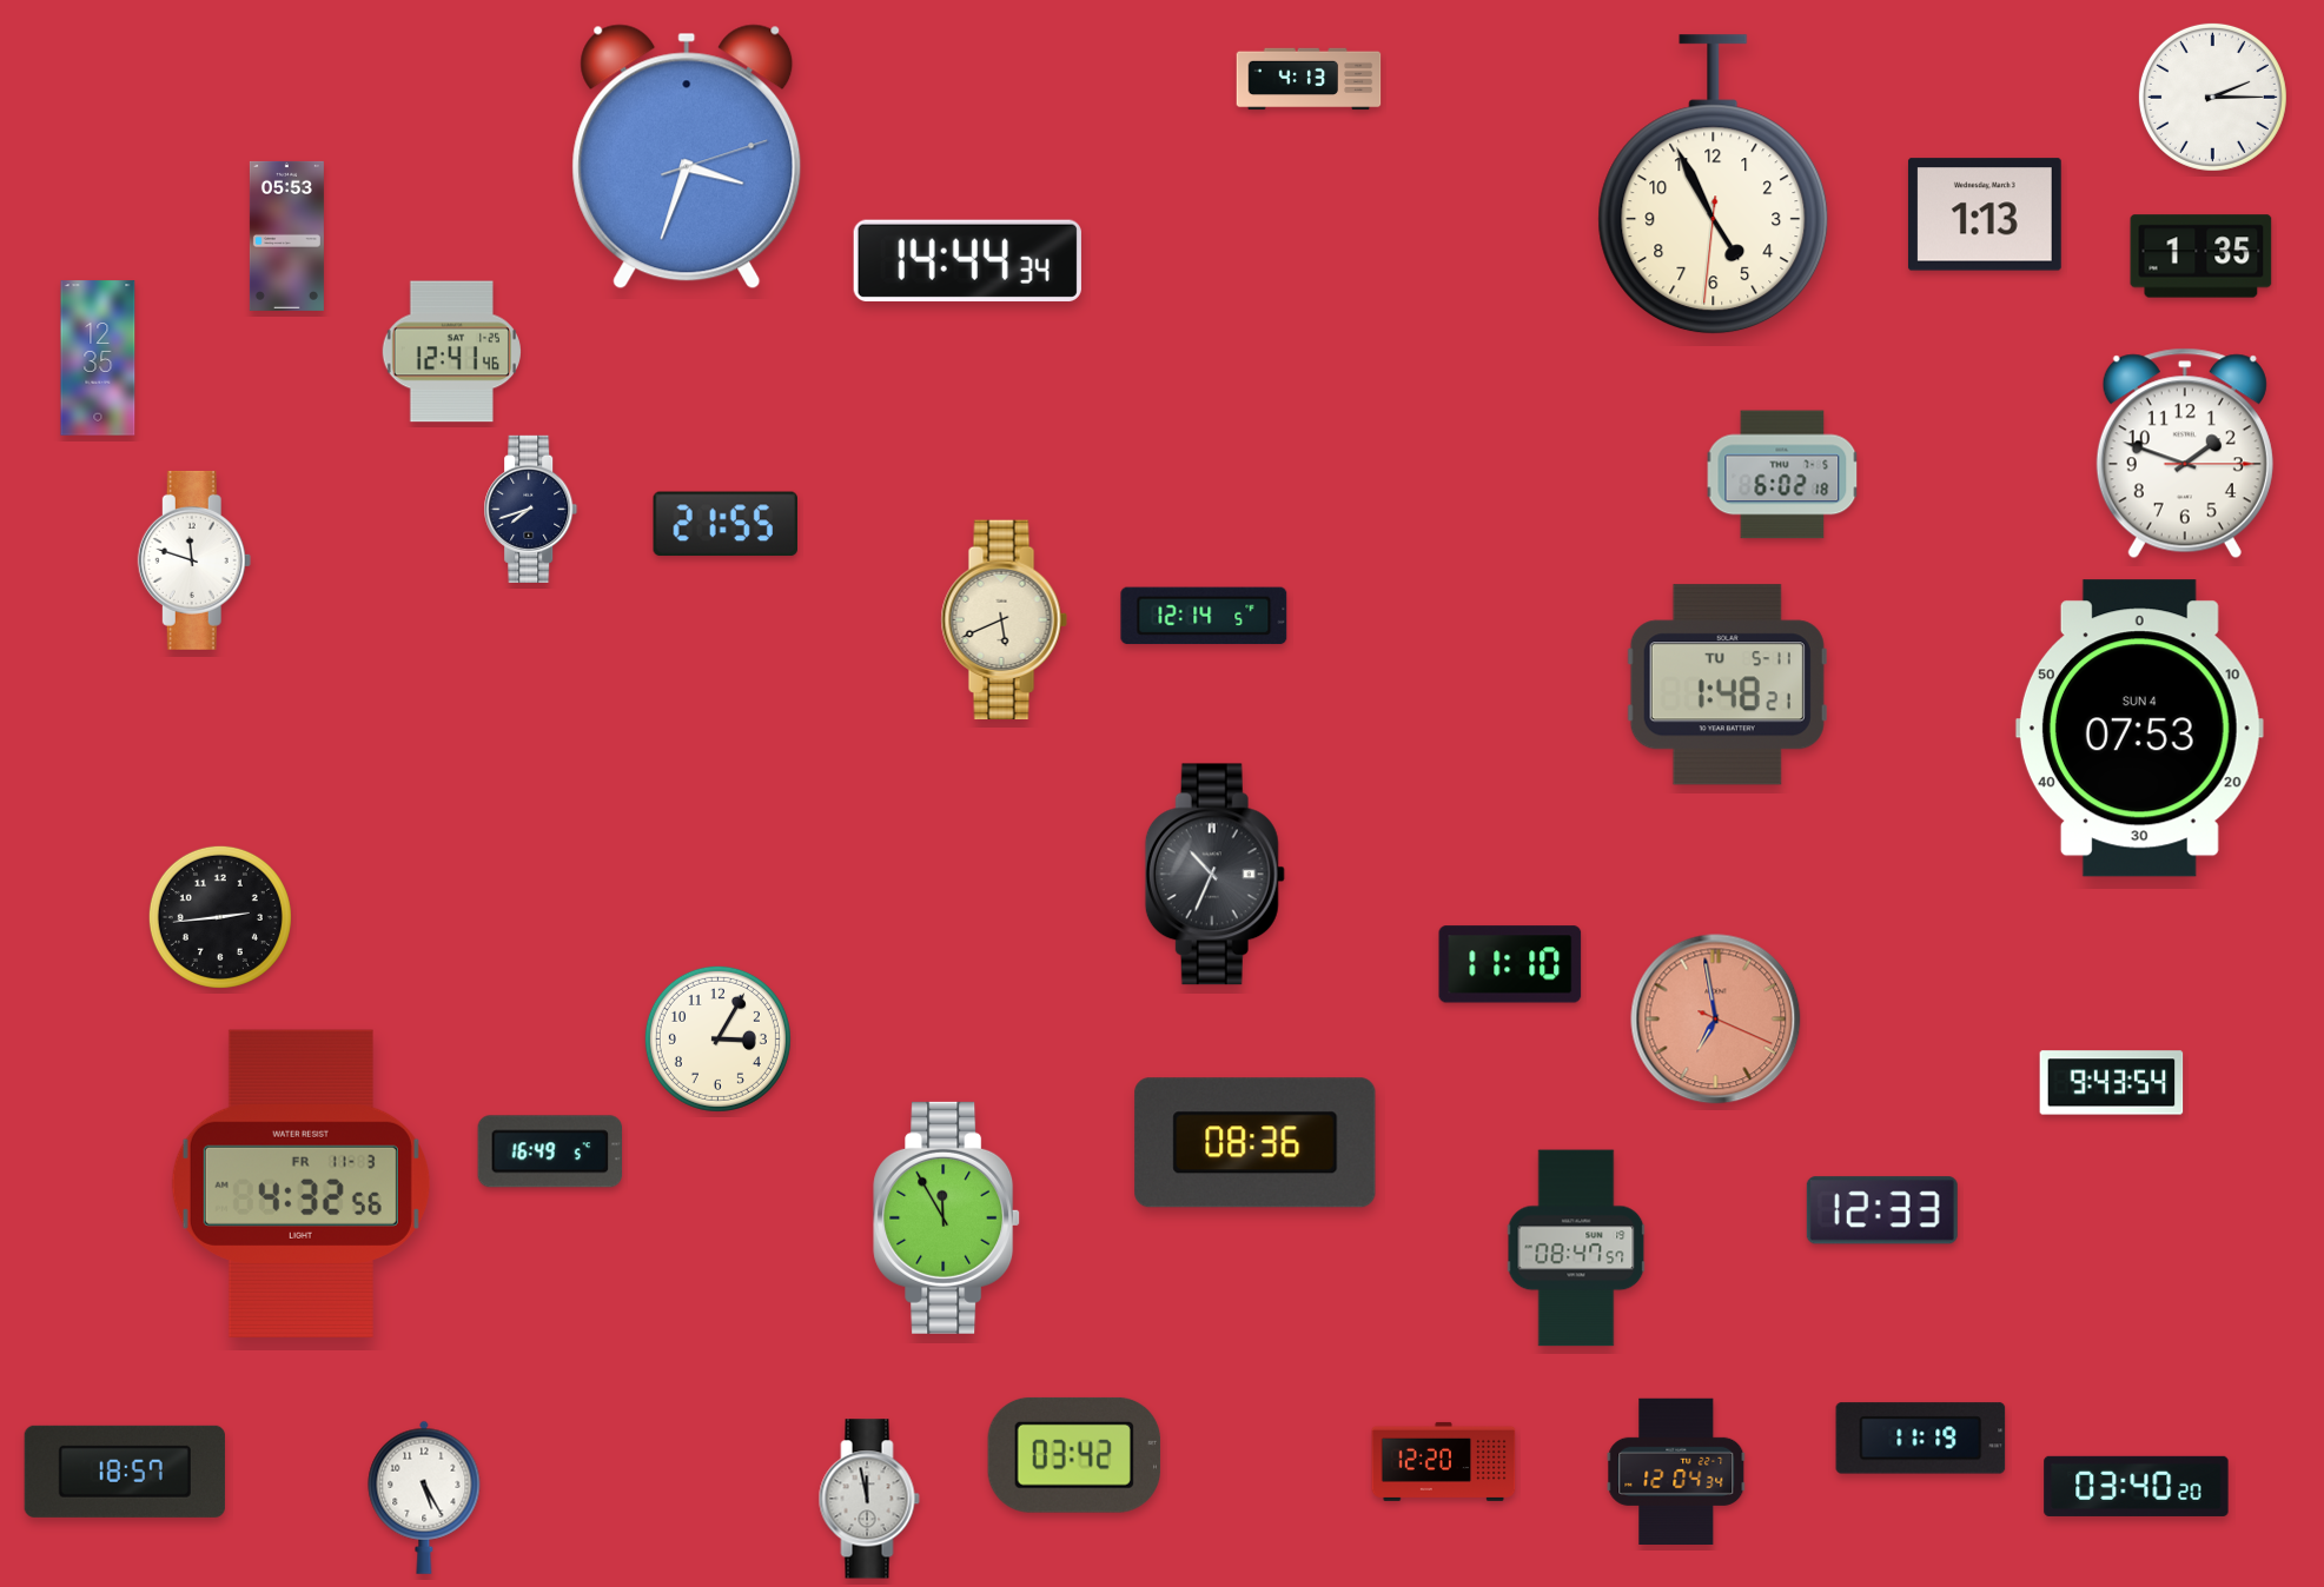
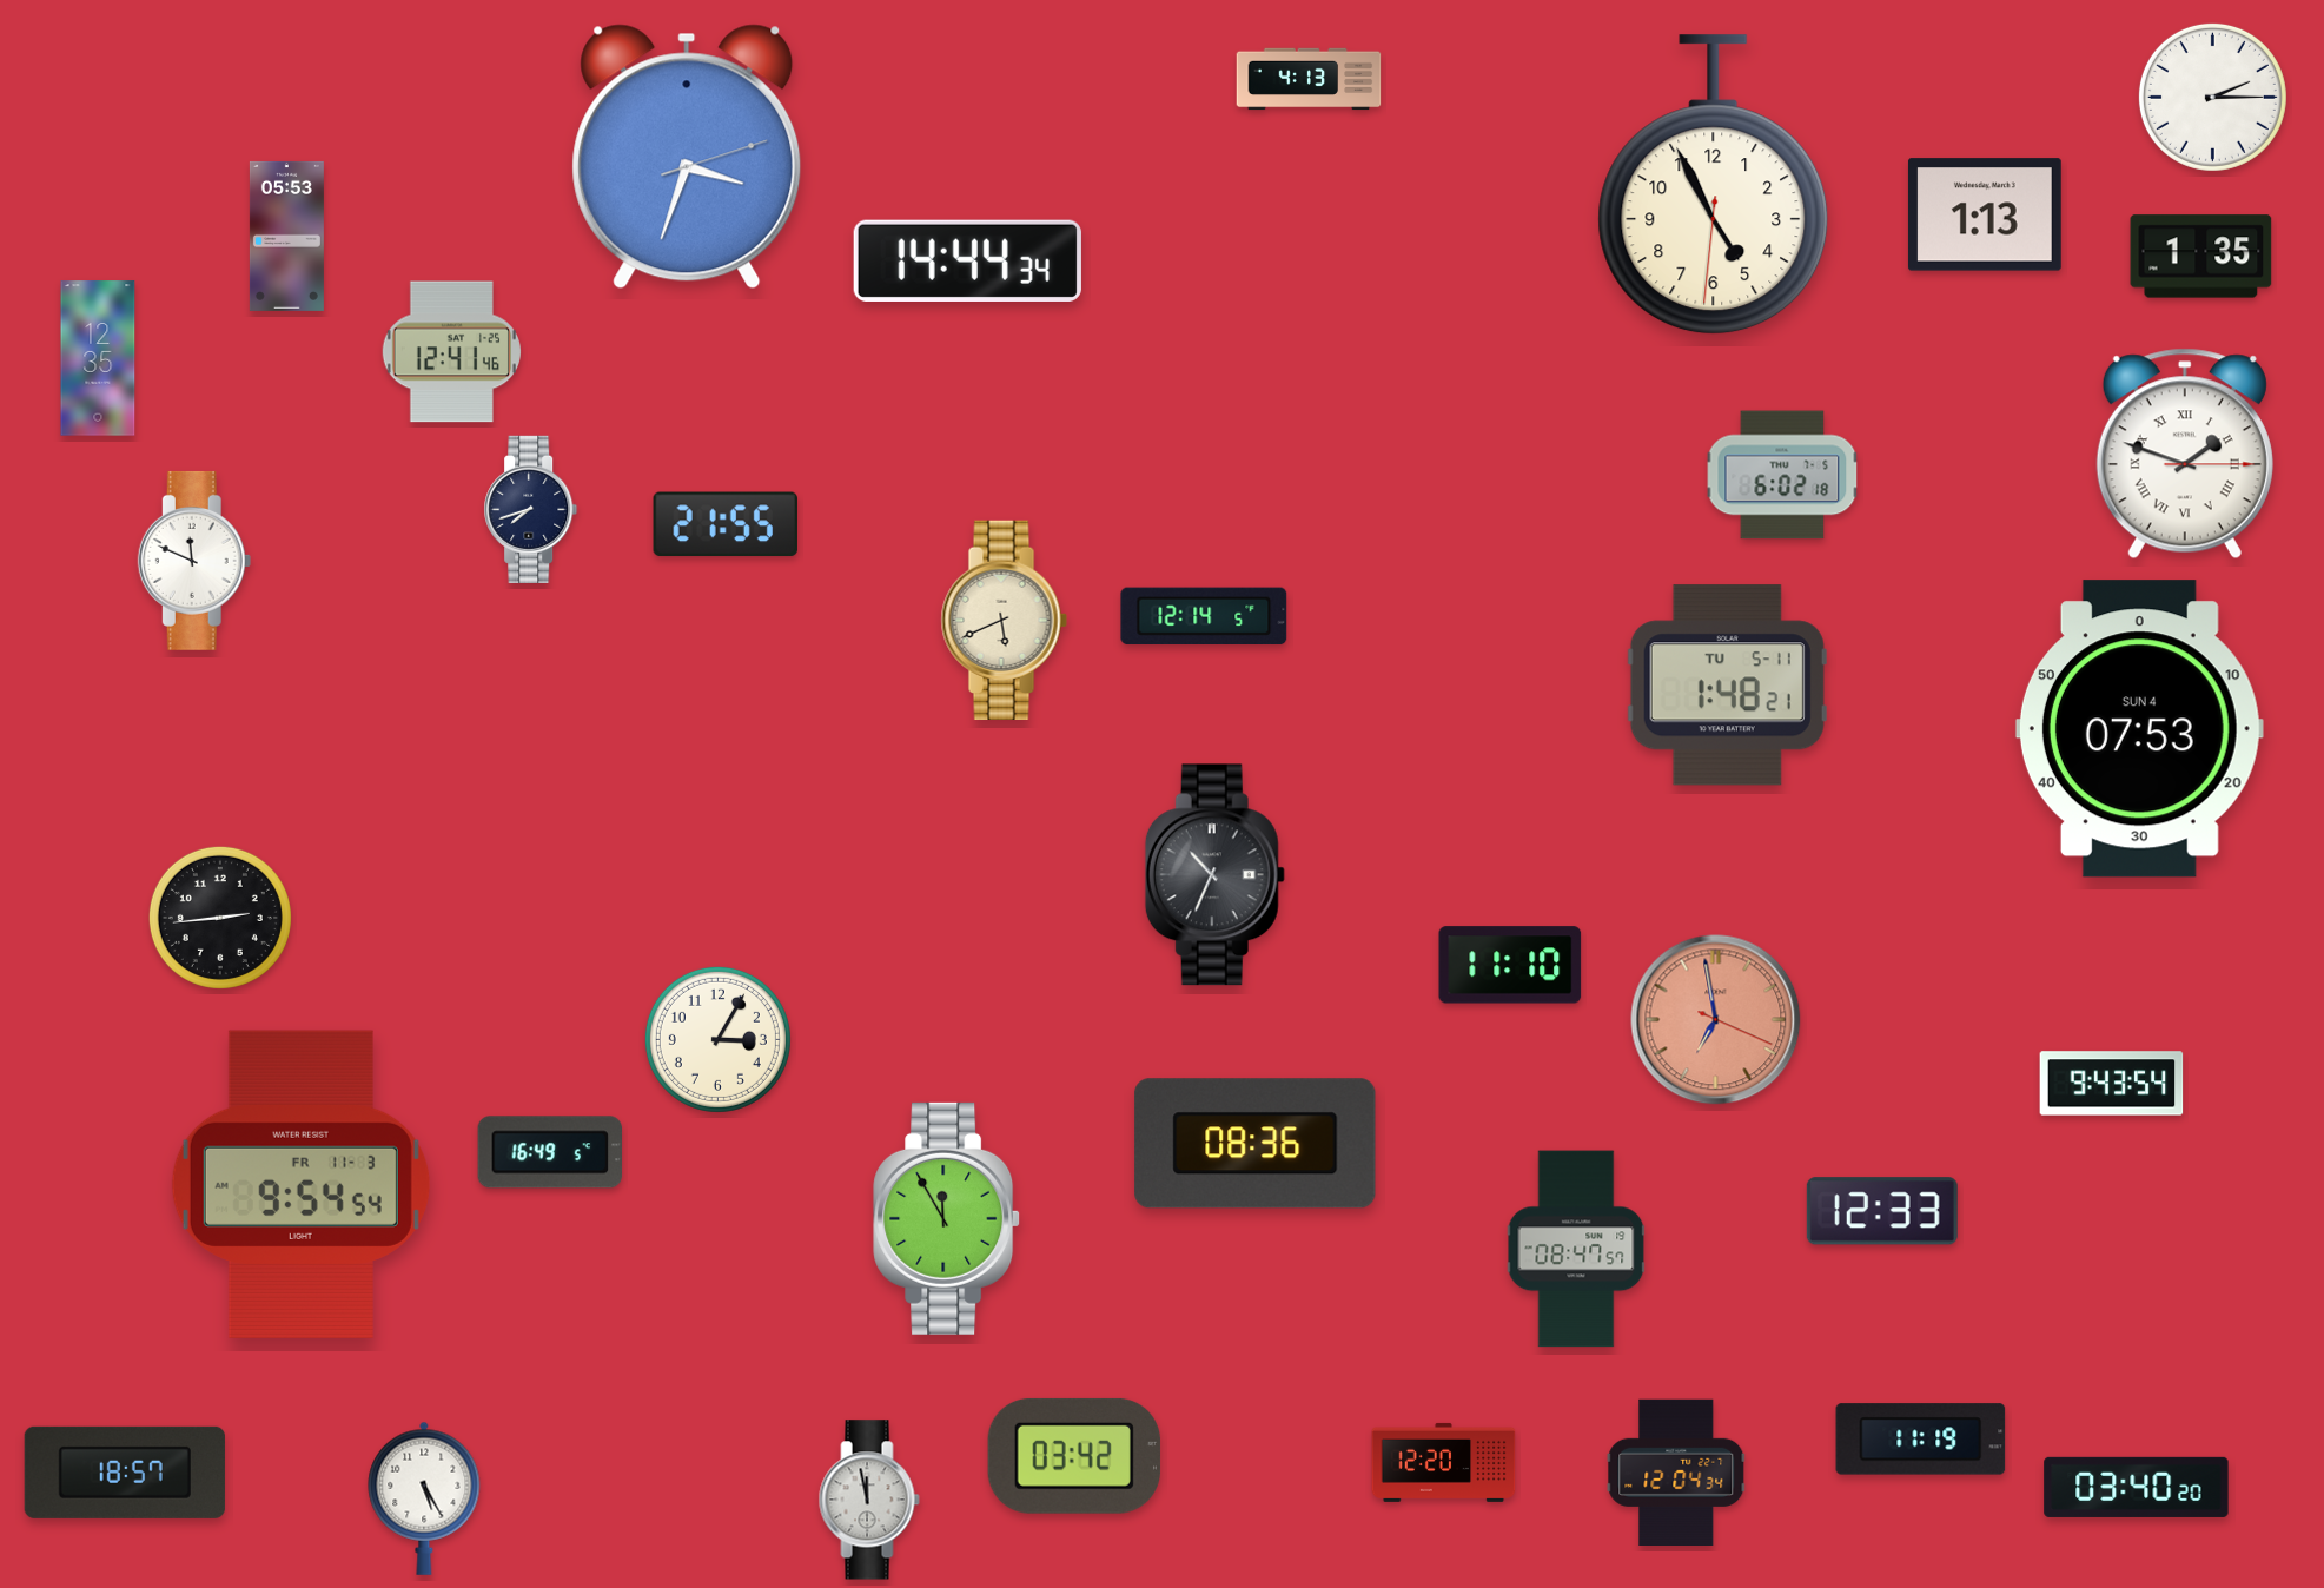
clock at (2185, 453) numerals: Arabic -> Roman
clock at (194, 560): 11:48 -> 11:49
clock at (300, 1183): 4:32 -> 9:54
